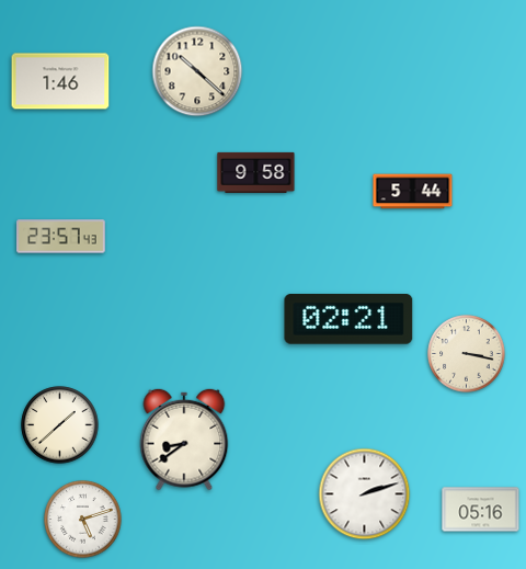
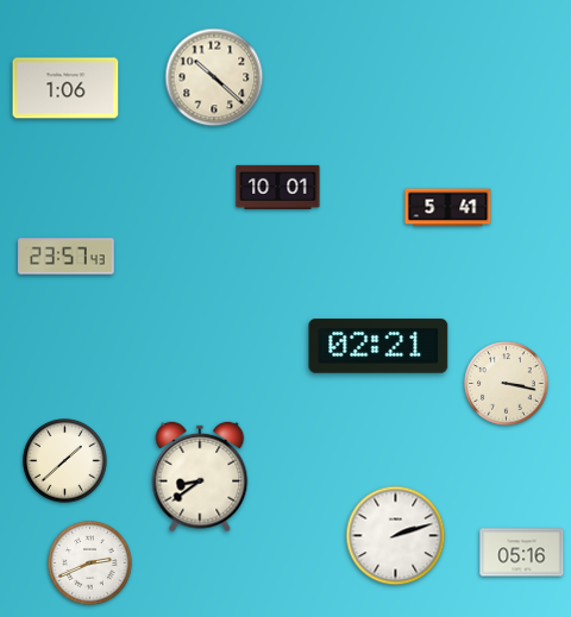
clock at (60, 81): 1:46 -> 1:06
clock at (256, 172): 9:58 -> 10:01
clock at (413, 192): 5:44 -> 5:41
clock at (83, 520): 5:12 -> 2:41
